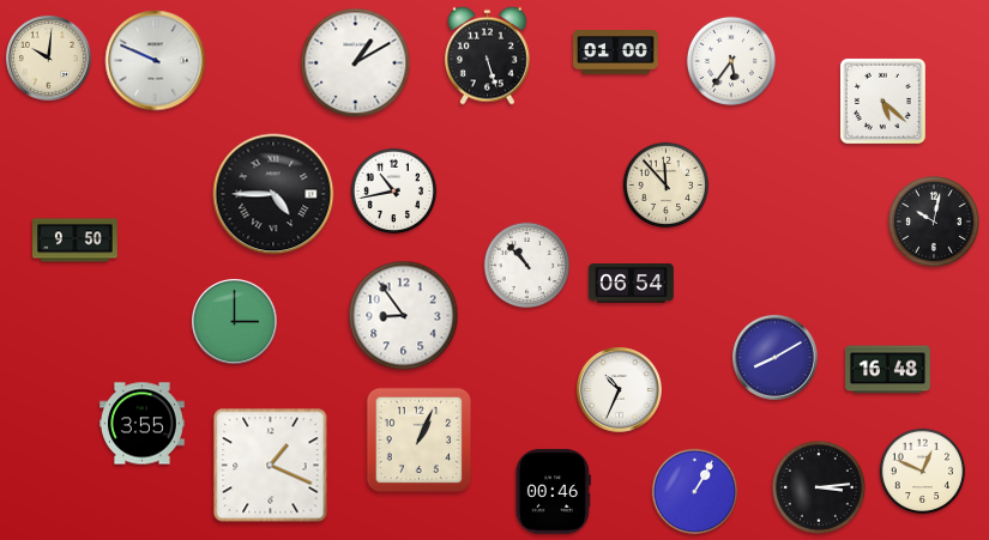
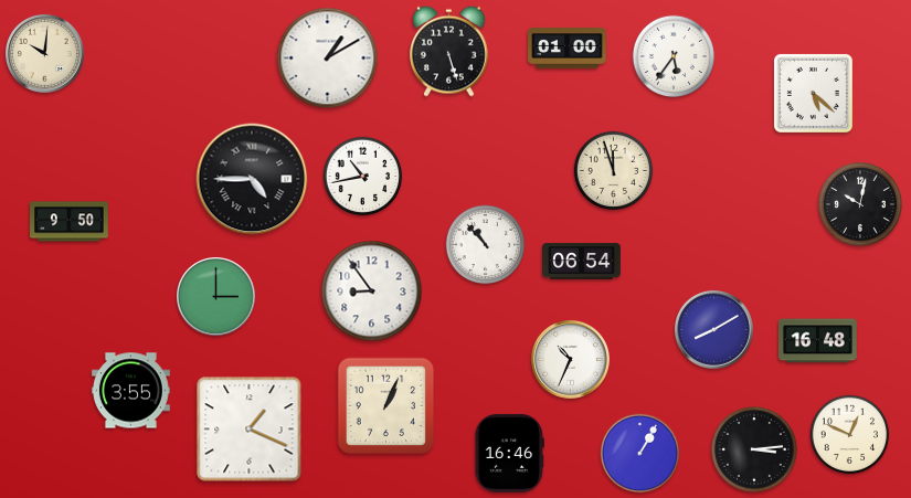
clock at (156, 61): 9:49 -> none
clock at (667, 186): 11:53 -> 11:57
clock at (553, 491): 00:46 -> 16:46
